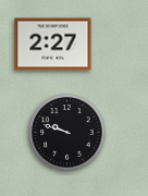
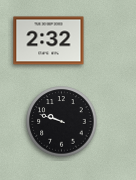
clock at (53, 45): 2:27 -> 2:32
